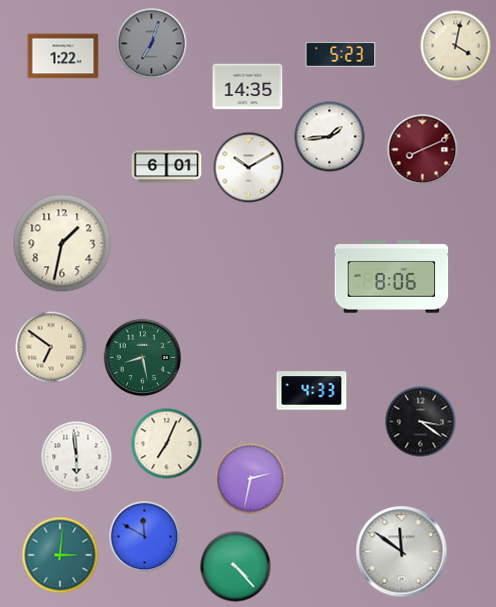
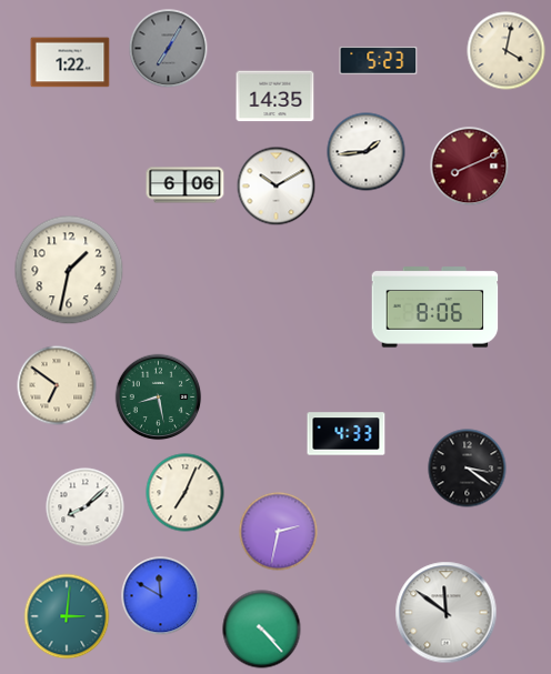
clock at (152, 44): 7:03 -> 7:05
clock at (167, 167): 6:01 -> 6:06
clock at (77, 457): 5:59 -> 8:08
